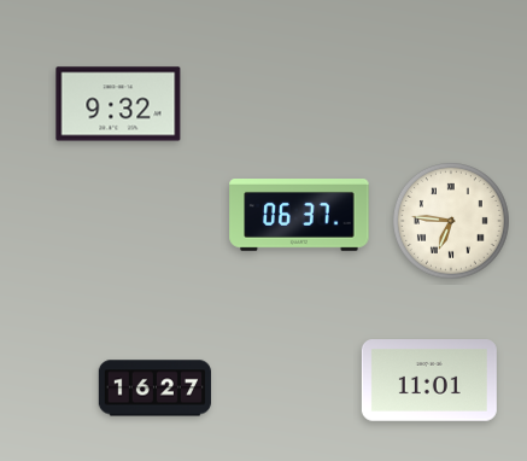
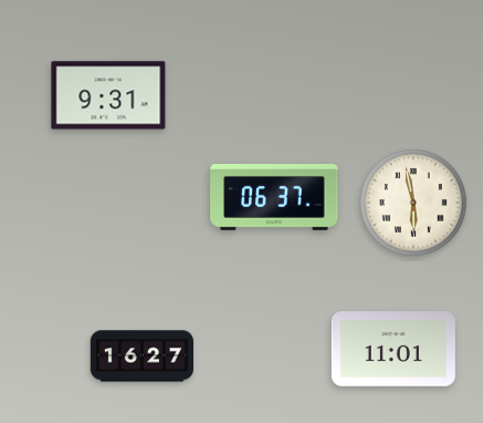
clock at (118, 104): 9:32 -> 9:31
clock at (452, 222): 6:46 -> 5:58
